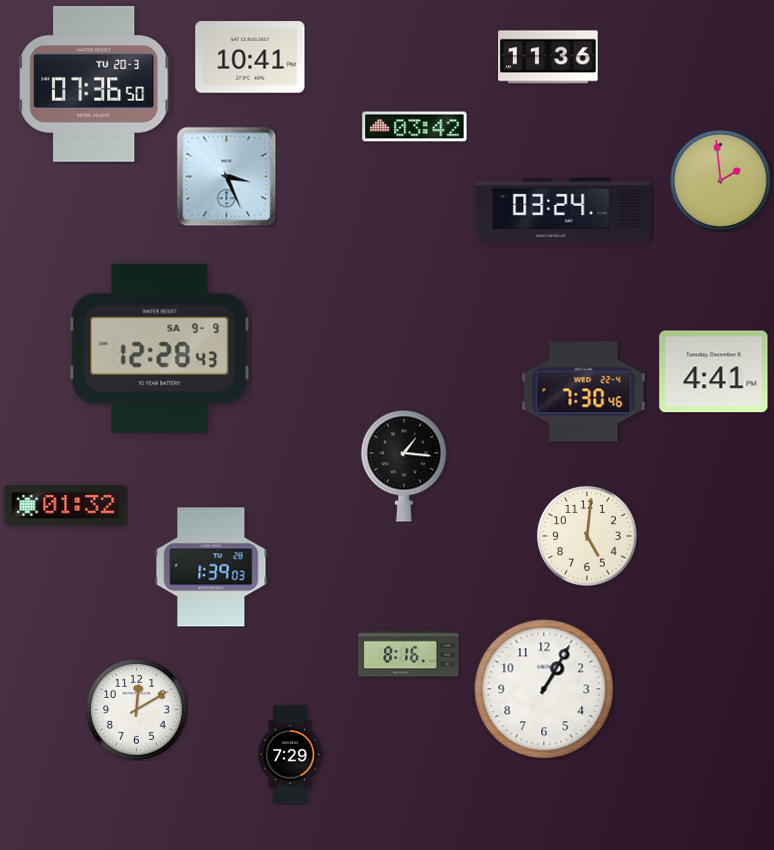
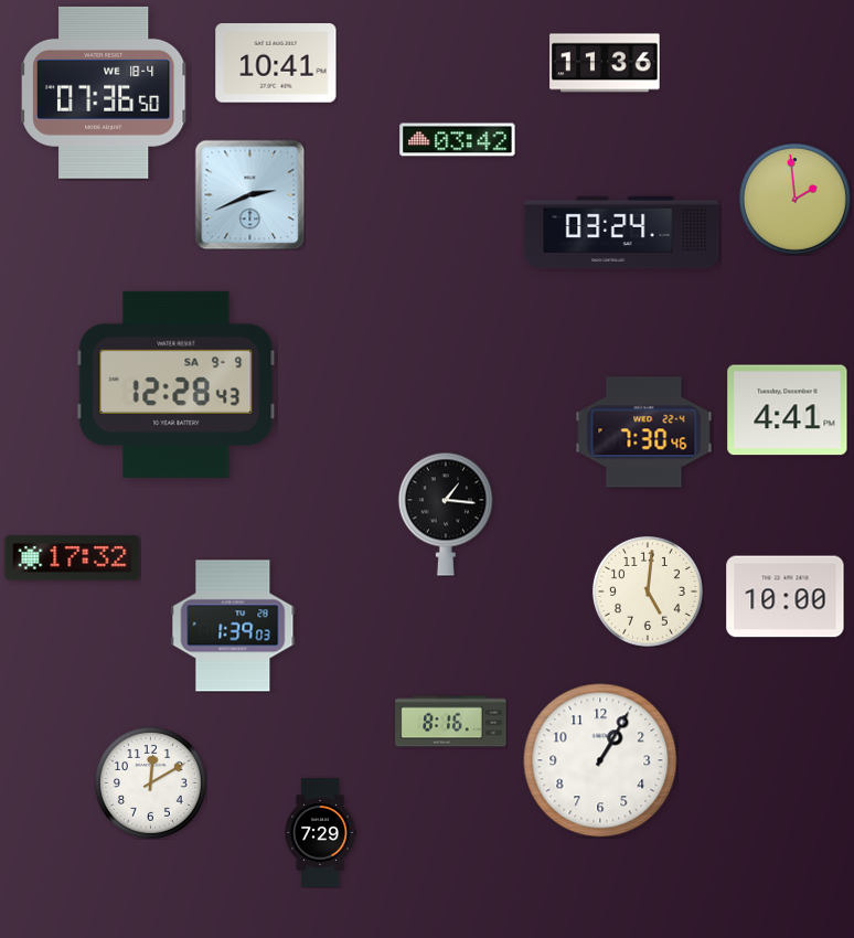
clock at (94, 84) date: TU 20-3 -> WE 18-4
clock at (226, 176): 3:26 -> 2:41
clock at (66, 506): 01:32 -> 17:32
clock at (786, 597): none -> 10:00
